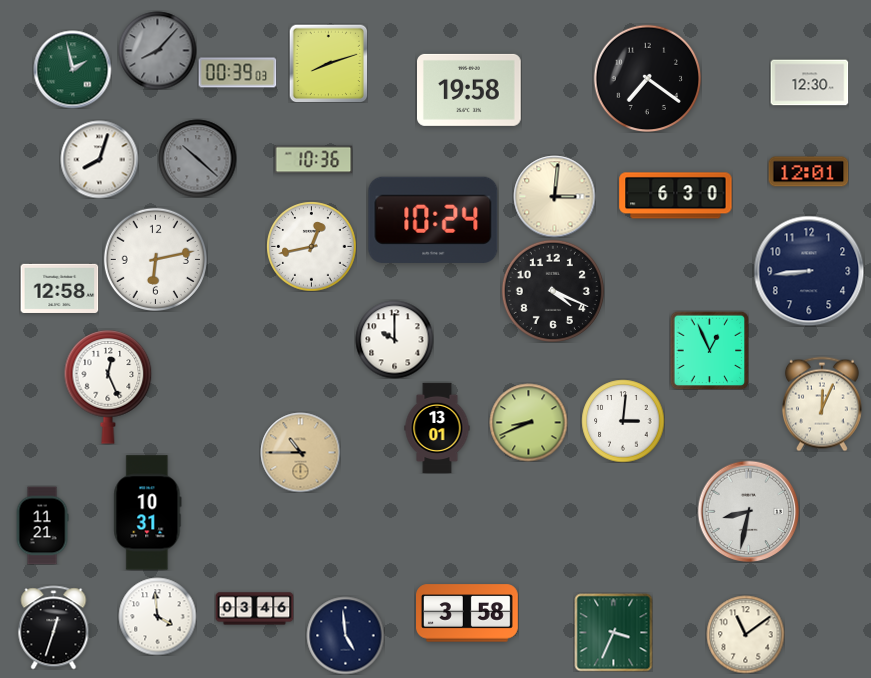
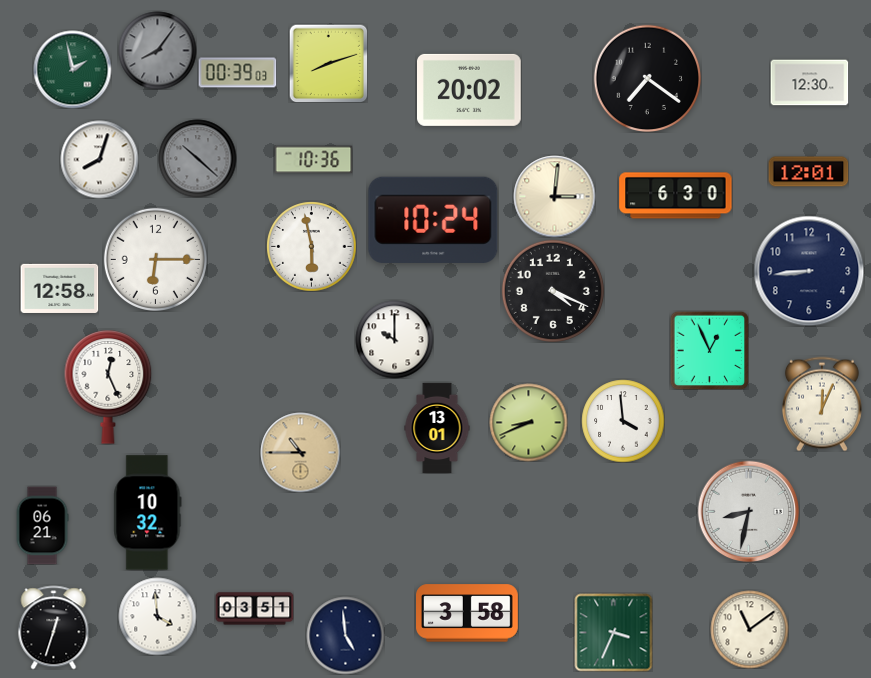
clock at (157, 50): 8:07 -> 8:06
clock at (470, 90): 19:58 -> 20:02
clock at (311, 246): 12:43 -> 5:58
clock at (155, 259): 6:13 -> 6:15
clock at (623, 421): 3:01 -> 3:59
clock at (148, 513): 10:31 -> 10:32
clock at (42, 525): 11:21 -> 06:21
clock at (254, 609): 03:46 -> 03:51
clock at (745, 634) position: (745, 634) -> (749, 629)
